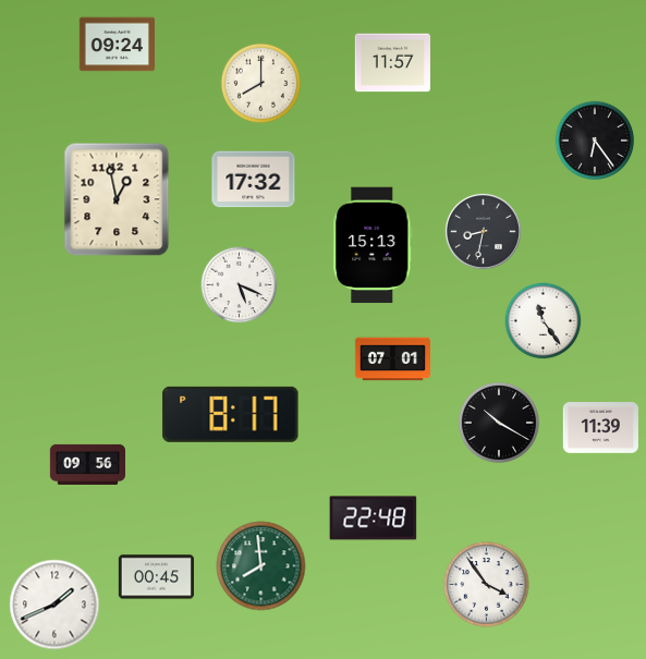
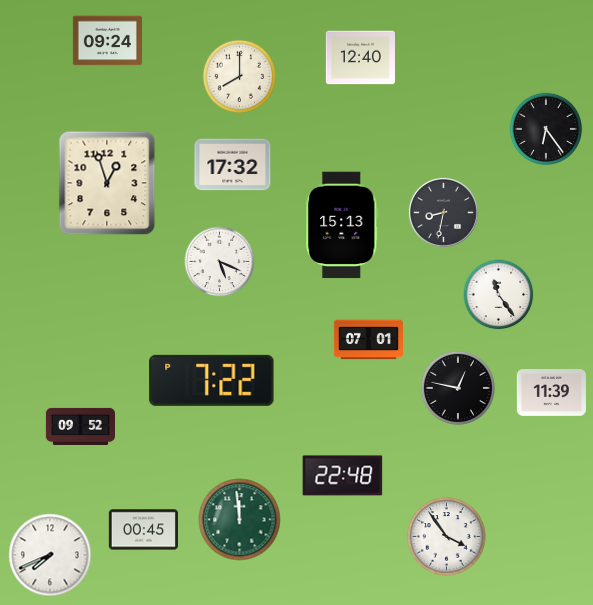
clock at (392, 63): 11:57 -> 12:40
clock at (117, 199): 12:58 -> 12:57
clock at (392, 359) position: (392, 359) -> (368, 340)
clock at (231, 414): 8:17 -> 7:22
clock at (499, 423): 10:20 -> 12:47
clock at (87, 464): 09:56 -> 09:52
clock at (261, 566): 7:59 -> 11:59
clock at (54, 605): 1:41 -> 7:41
